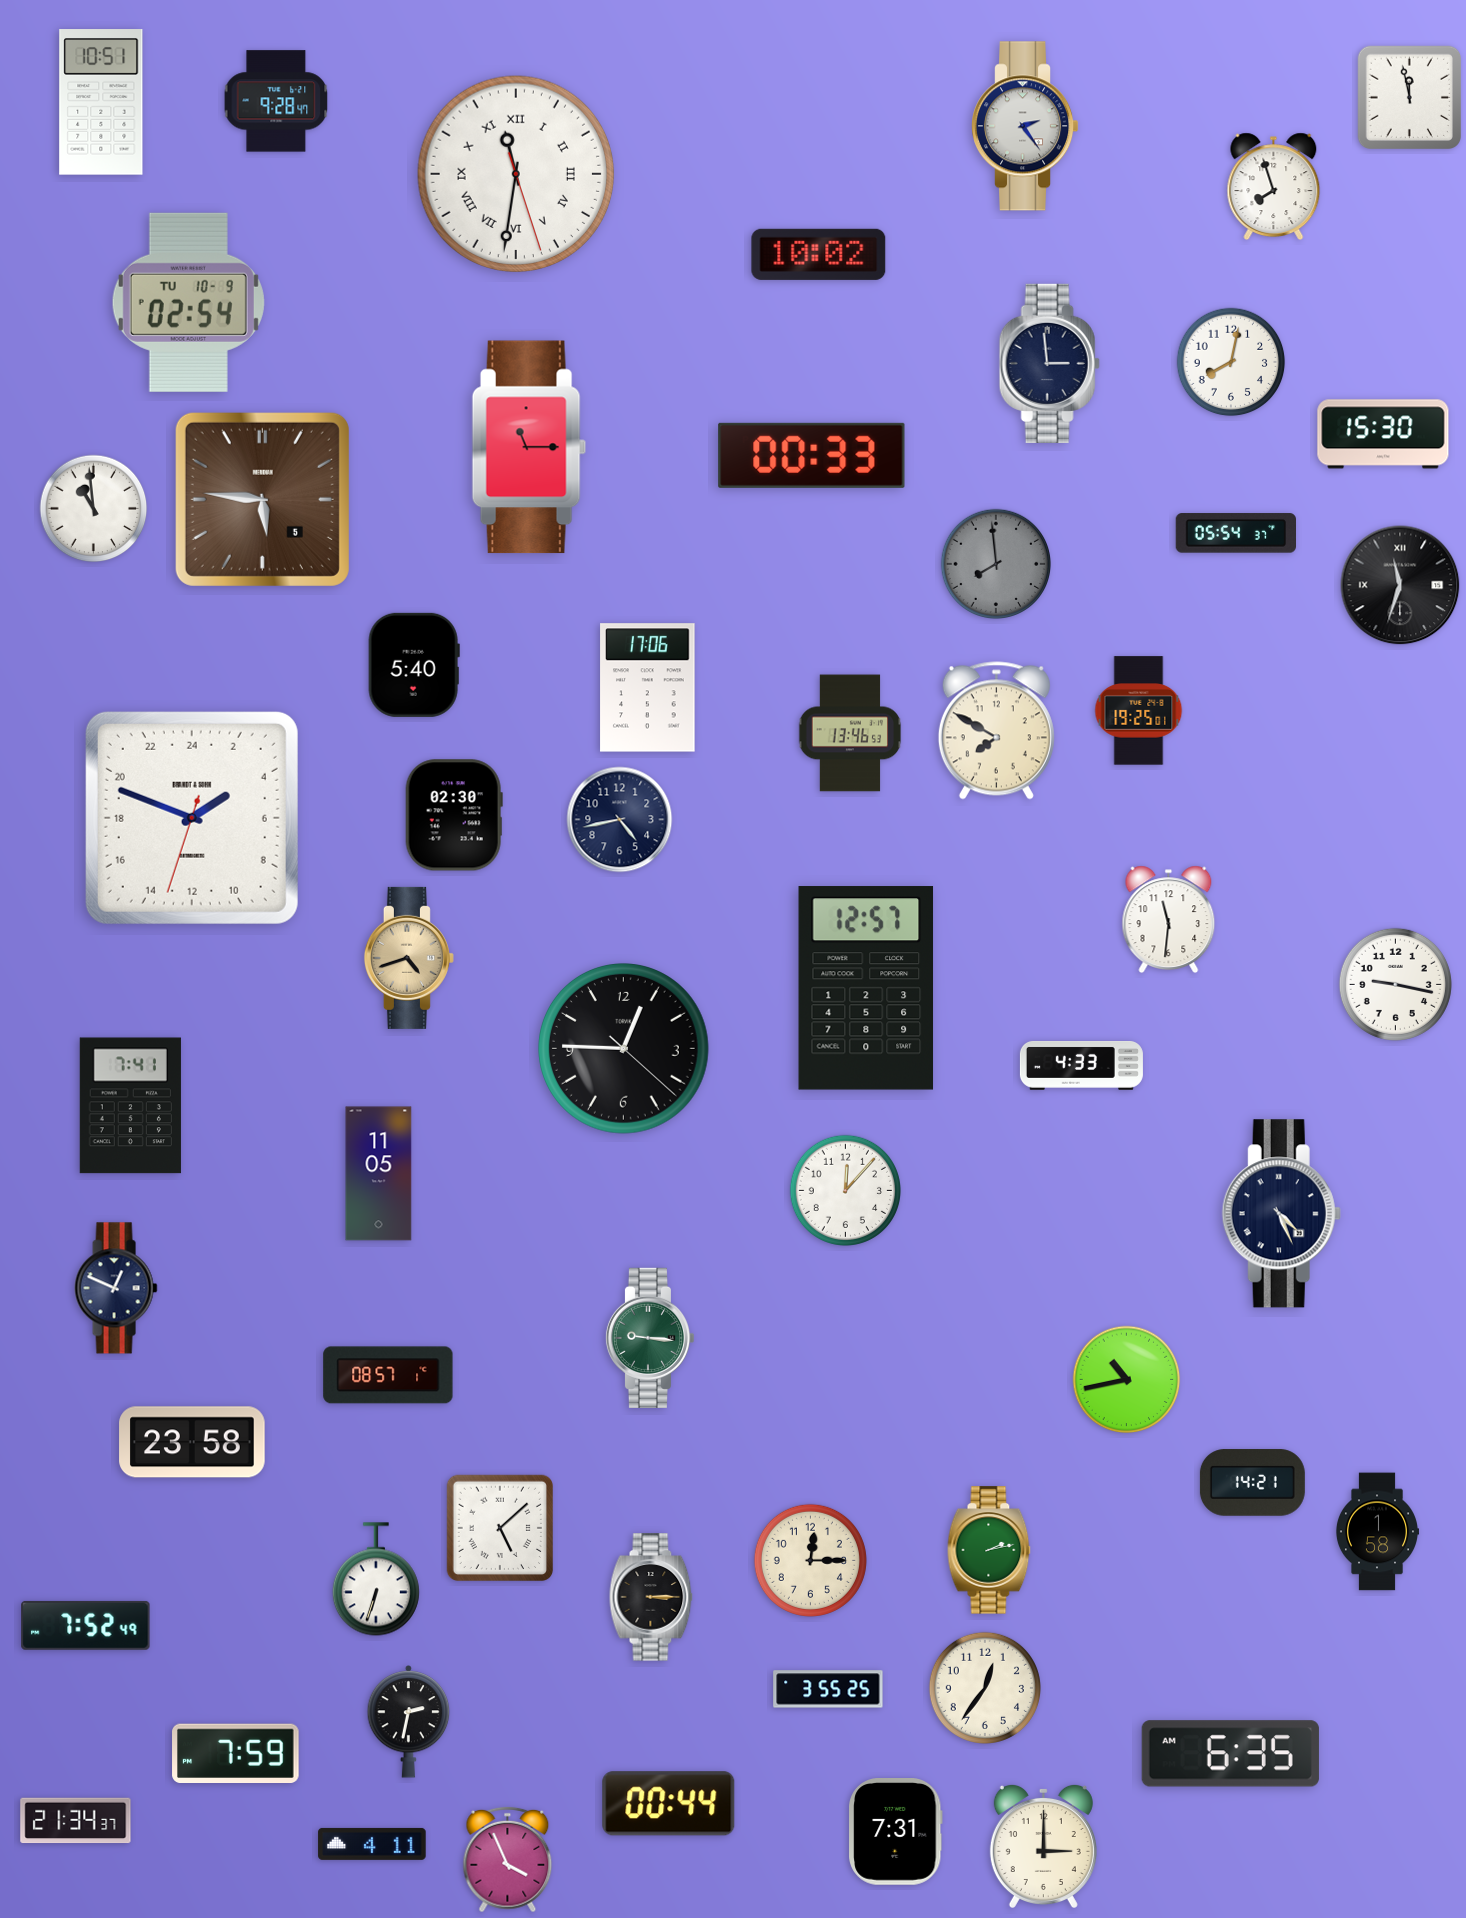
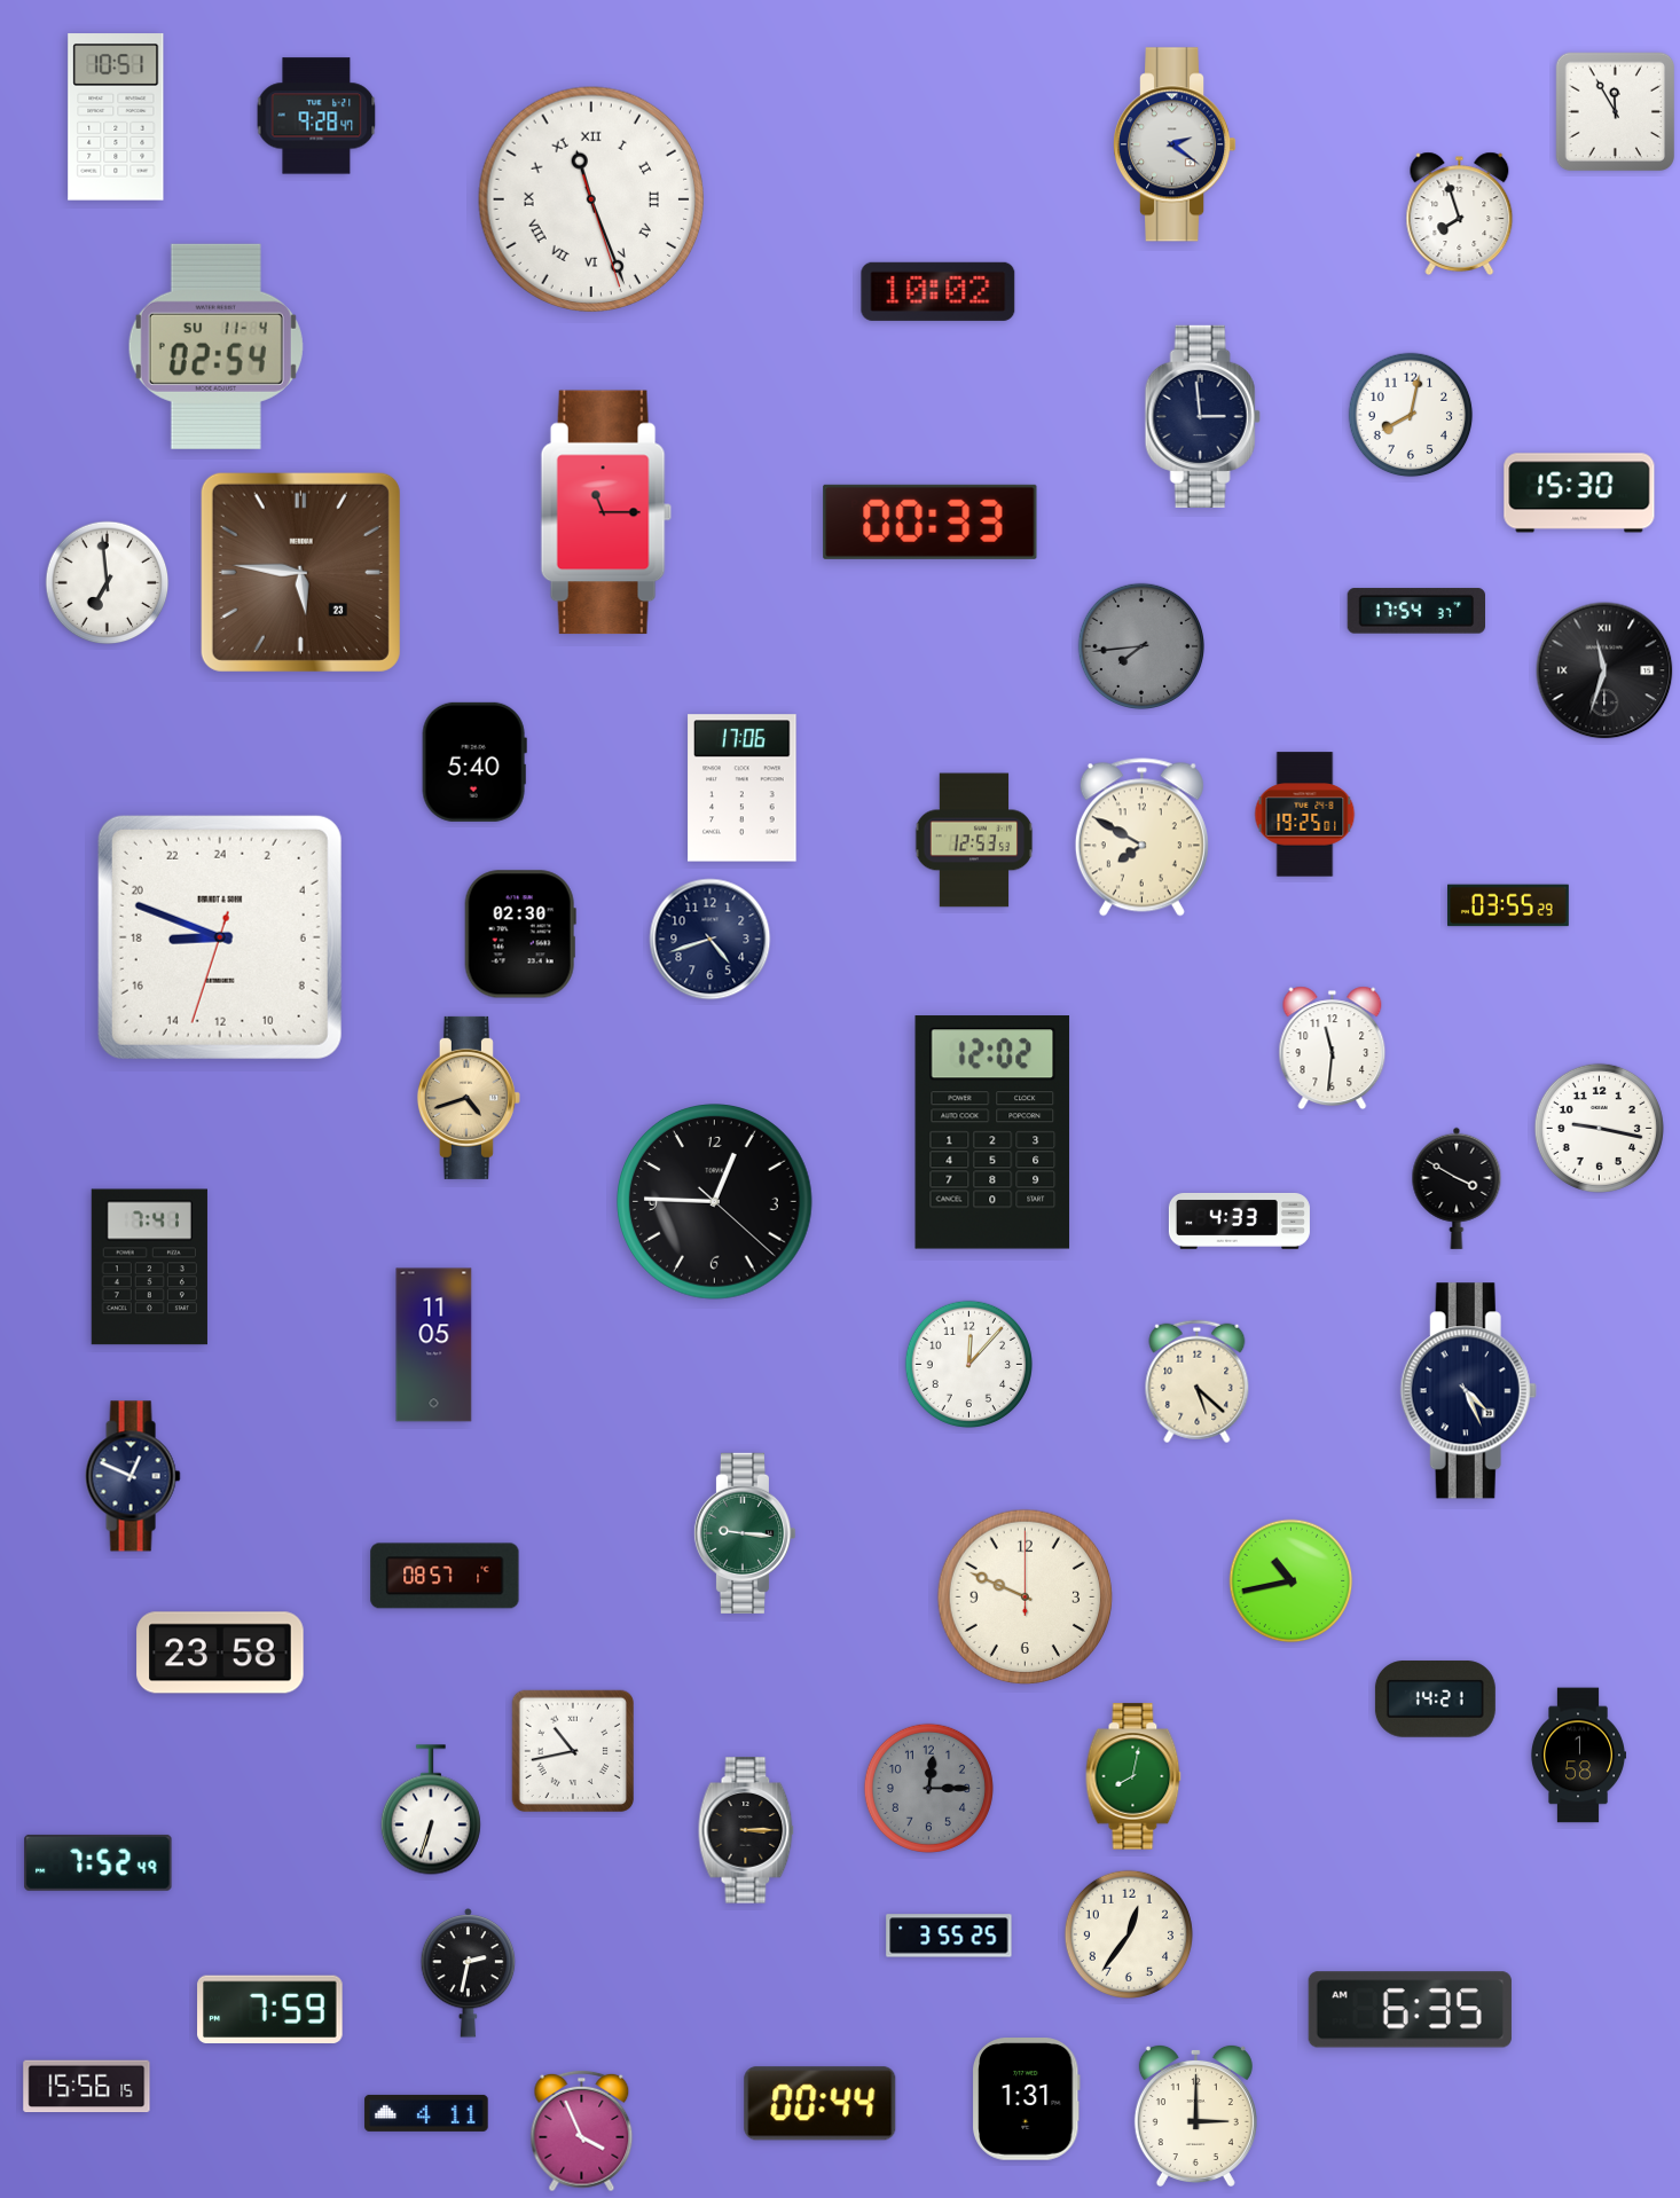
clock at (1409, 97): 11:58 -> 11:55
clock at (1025, 126): 2:24 -> 2:21
clock at (516, 174): 11:31 -> 11:26
clock at (188, 302) date: TU 10-9 -> SU 11-4
clock at (1383, 434) position: (1383, 434) -> (1579, 493)
clock at (262, 499) date: 5 -> 23
clock at (94, 509): 10:59 -> 6:59
clock at (1235, 533): 05:54 -> 17:54
clock at (995, 563): 7:59 -> 7:44
clock at (850, 733): 13:46 -> 12:53
clock at (1509, 905): none -> 03:55
clock at (192, 818): 3:48 -> 17:48
clock at (620, 820): 4:43 -> 4:42
clock at (1169, 920) position: (1169, 920) -> (1333, 1049)
clock at (866, 988): 12:57 -> 12:02
clock at (1457, 1188): none -> 3:50
clock at (1198, 1382): none -> 5:22
clock at (1026, 1598): none -> 9:49
clock at (499, 1527): 5:08 -> 10:43
clock at (989, 1550): 2:13 -> 8:02
clock at (810, 1560) dial: cream -> grey
clock at (669, 1804) position: (669, 1804) -> (821, 2104)
clock at (76, 1821): 21:34 -> 15:56
clock at (896, 1832): 7:31 -> 1:31
